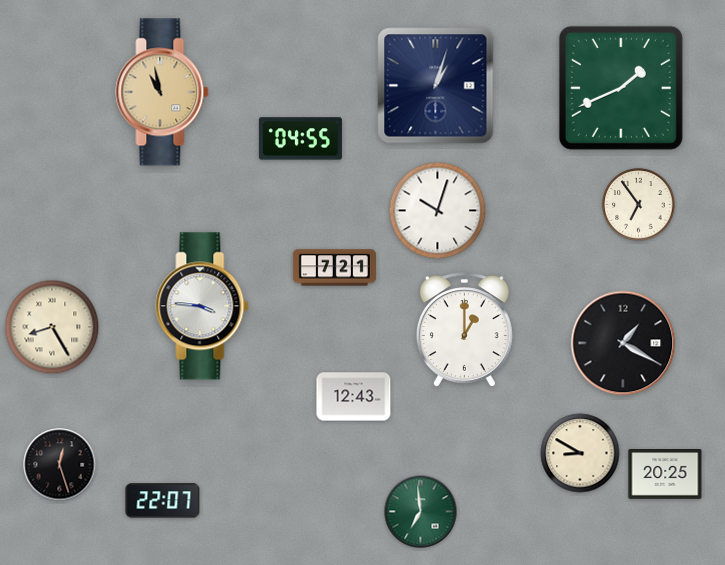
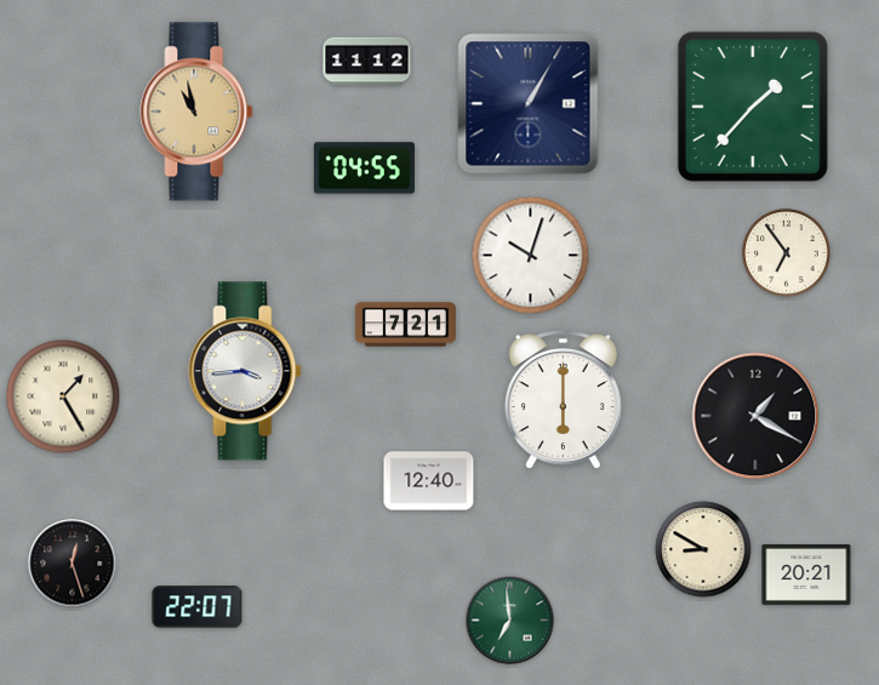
clock at (367, 62): none -> 11:12
clock at (436, 86): 1:03 -> 1:05
clock at (621, 88): 1:41 -> 1:37
clock at (639, 205) position: (639, 205) -> (787, 253)
clock at (202, 306): 3:46 -> 3:44
clock at (52, 327): 8:25 -> 1:25
clock at (464, 330): 1:00 -> 6:00
clock at (354, 397): 12:43 -> 12:40
clock at (665, 475): 20:25 -> 20:21
